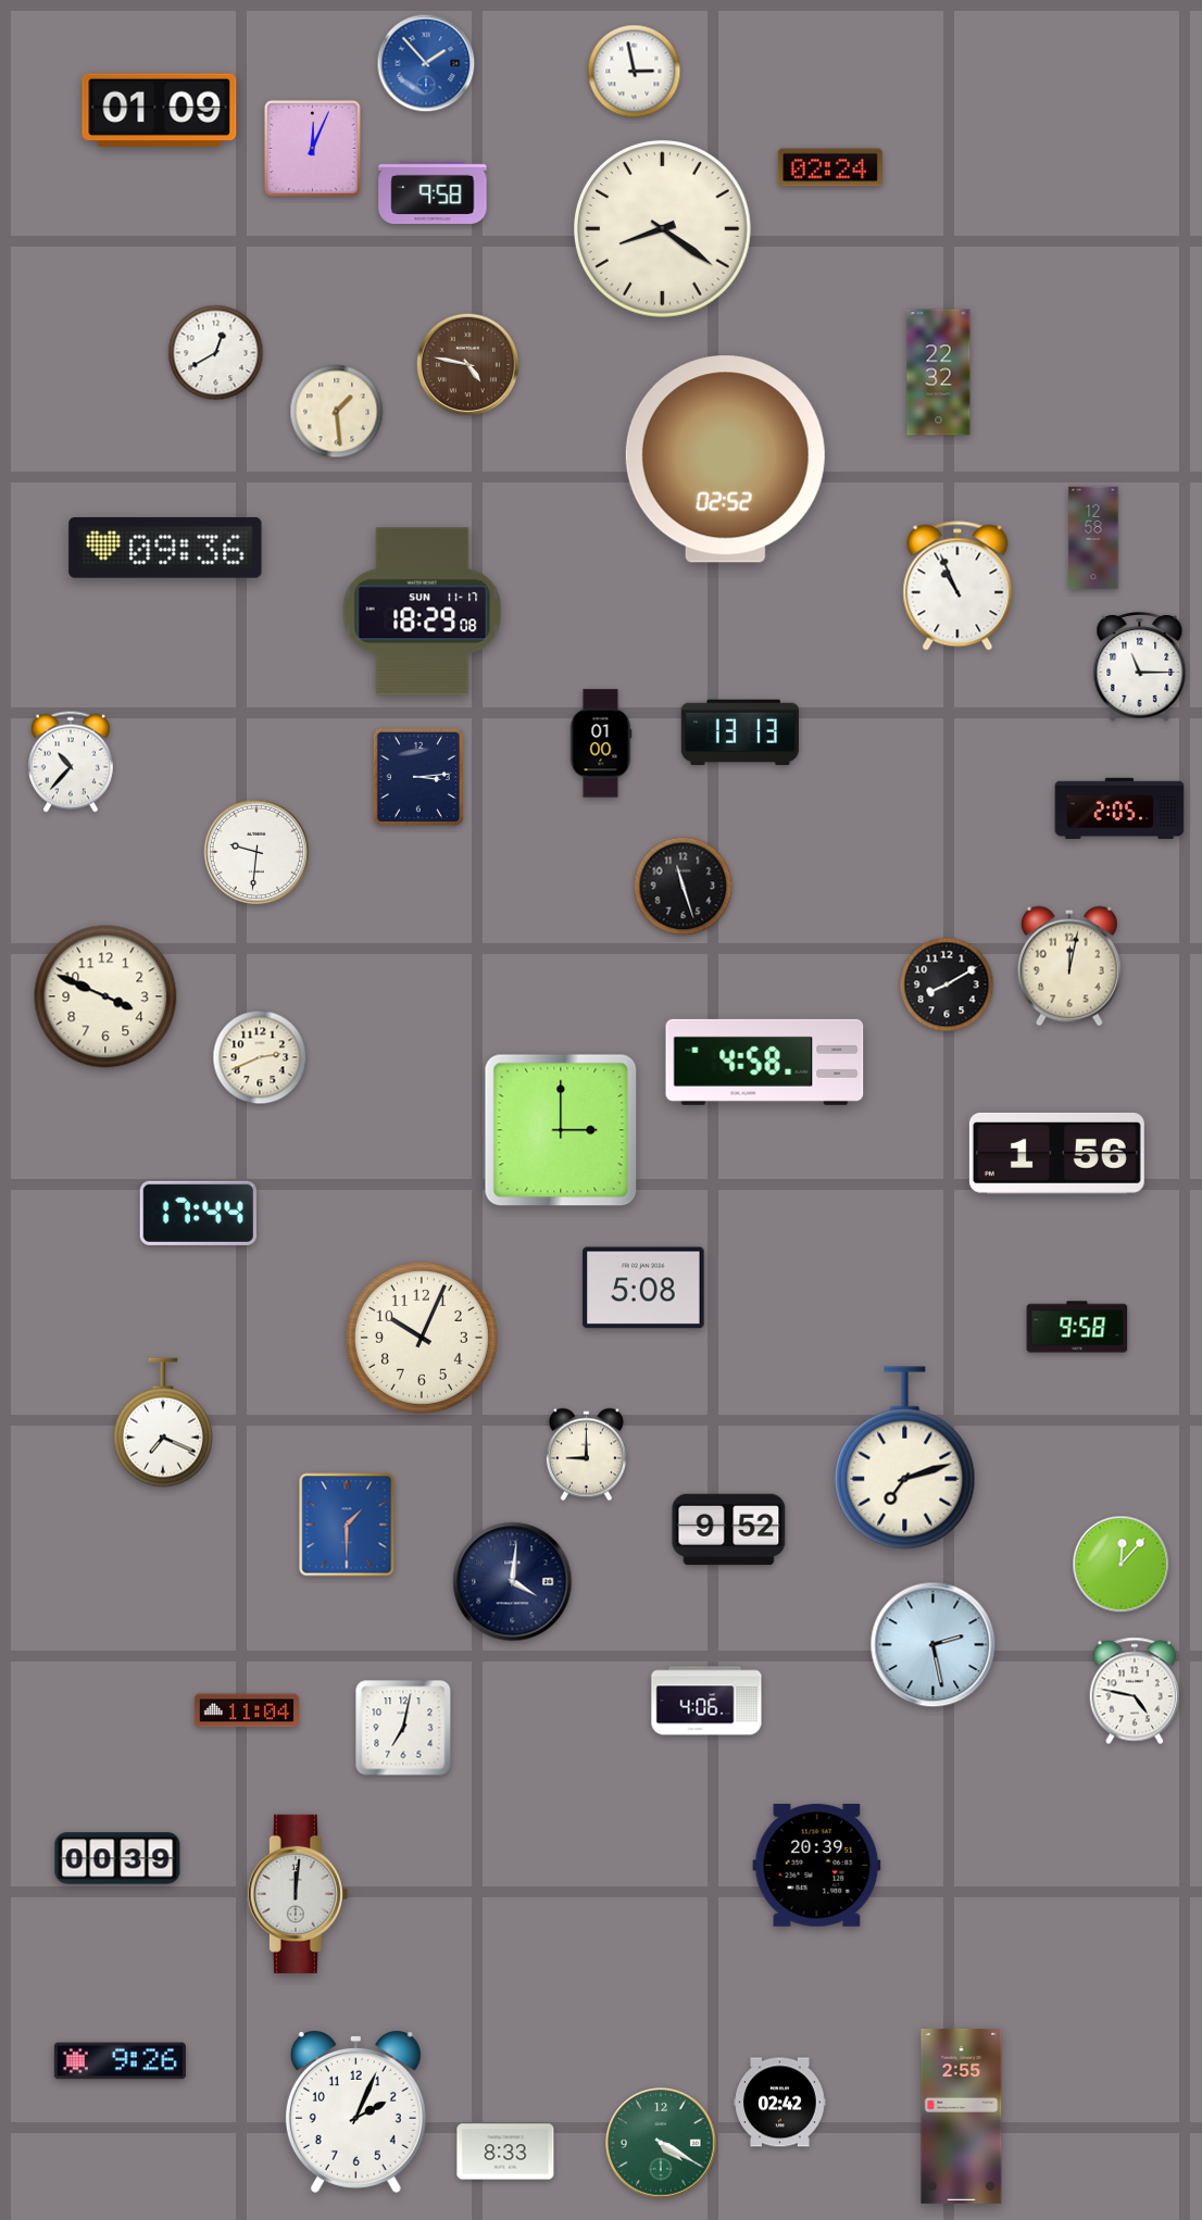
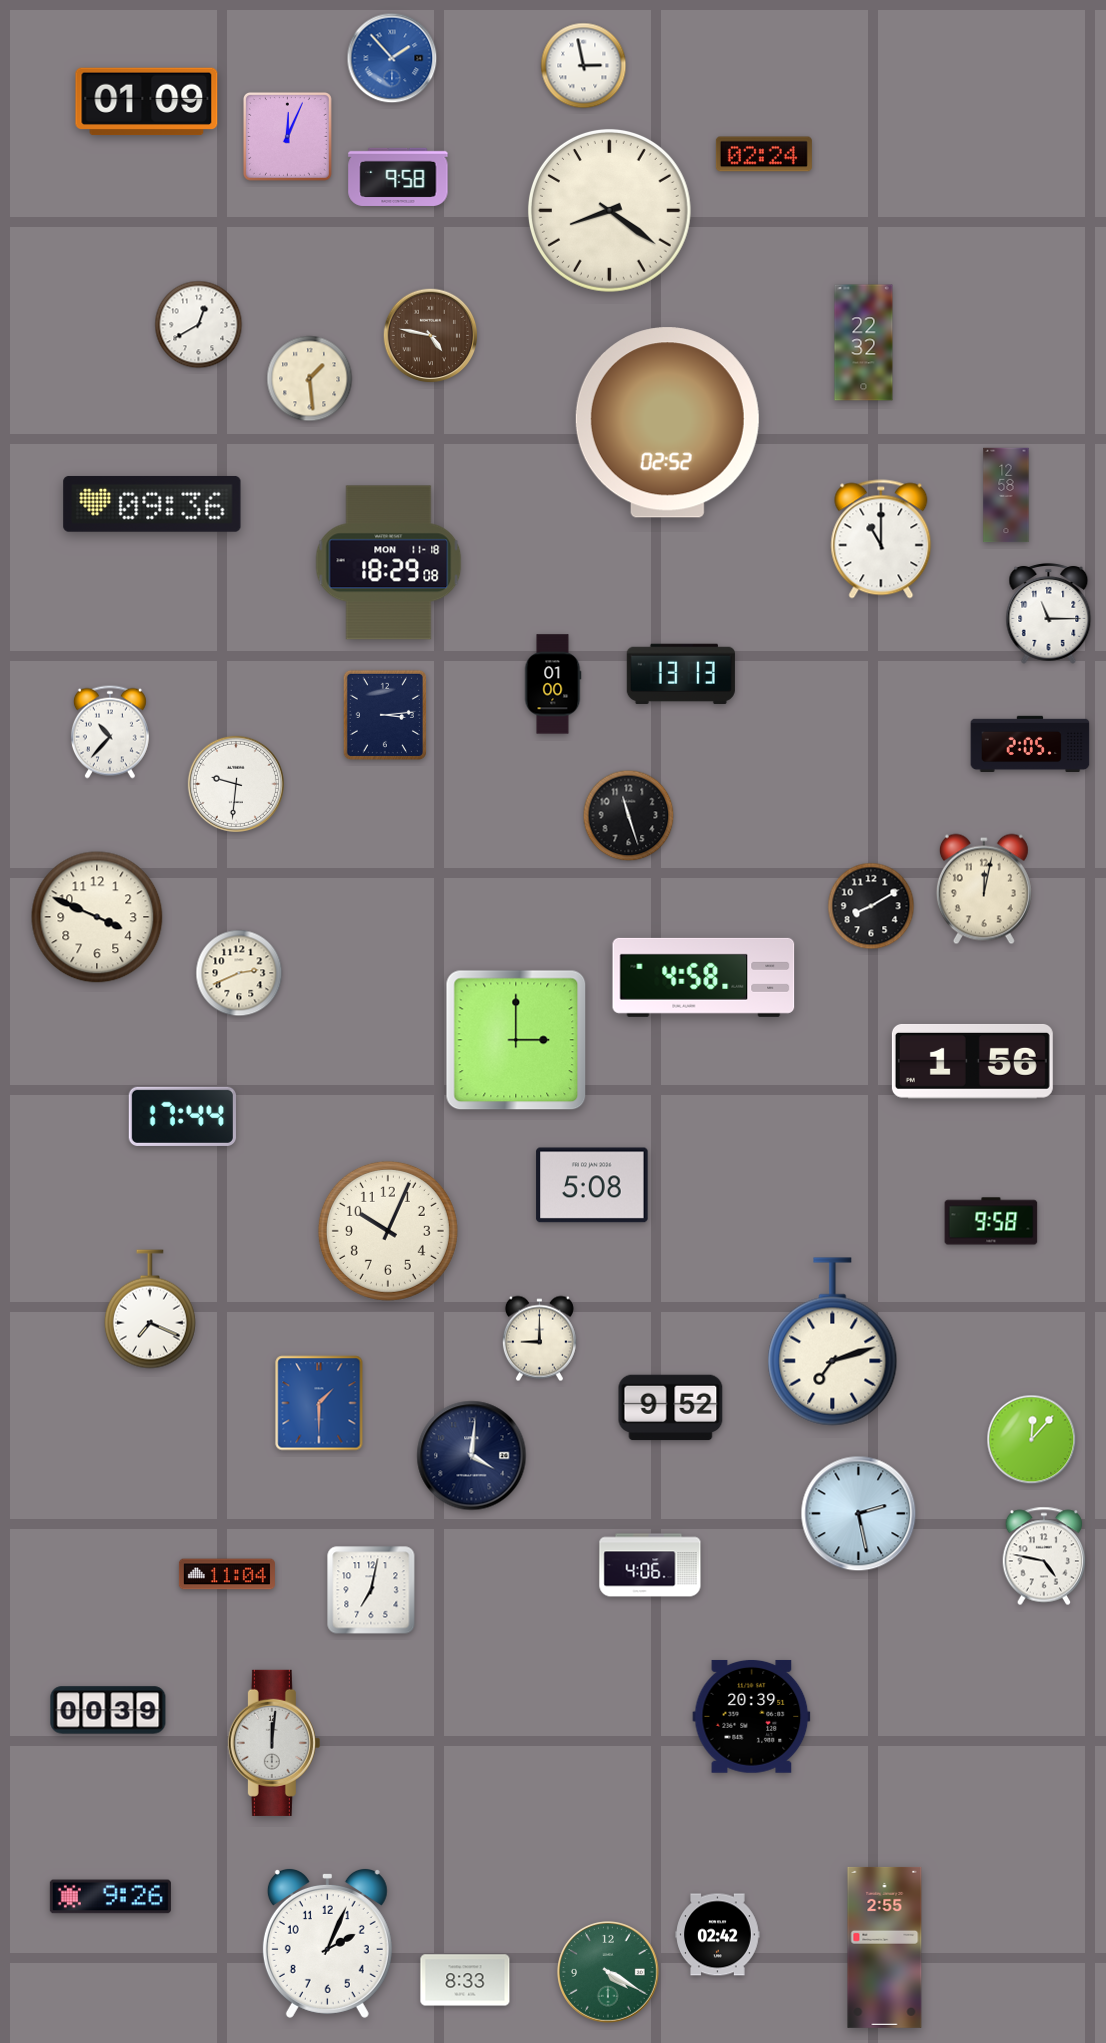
clock at (957, 586): 10:56 -> 11:00
clock at (423, 612) date: SUN 11-17 -> MON 11-18
clock at (71, 762) position: (71, 762) -> (110, 732)
